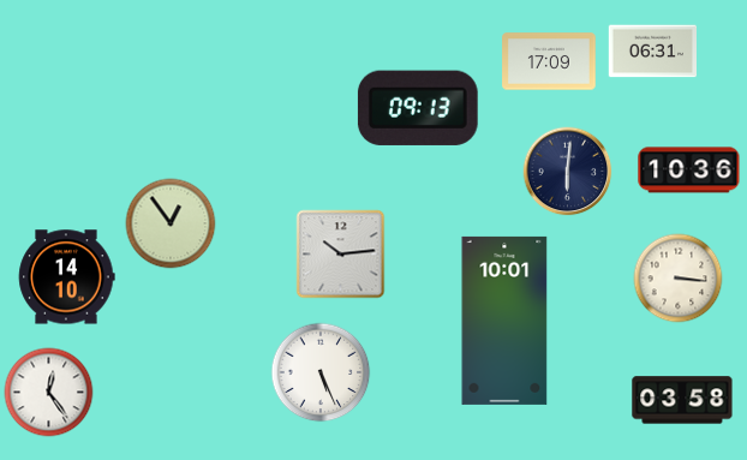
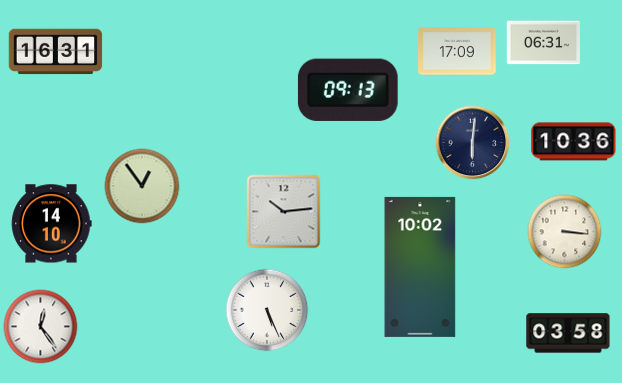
clock at (56, 52): none -> 16:31
clock at (67, 277) position: (67, 277) -> (52, 224)
clock at (504, 321): 10:01 -> 10:02
